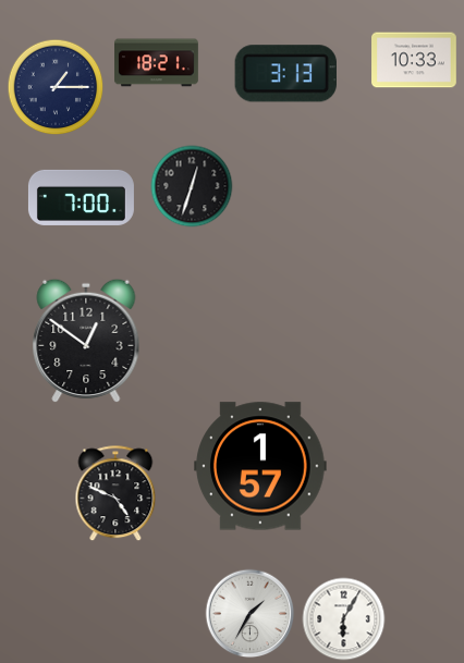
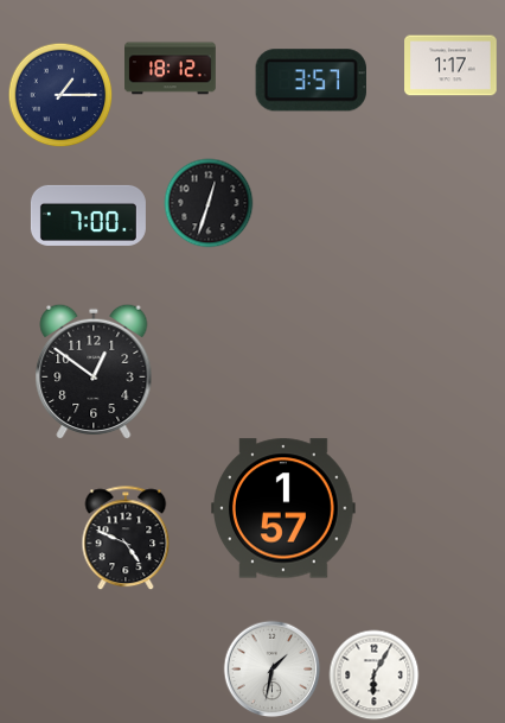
clock at (414, 60): 10:33 -> 1:17
clock at (157, 63): 18:21 -> 18:12
clock at (285, 74): 3:13 -> 3:57
clock at (251, 614): 1:35 -> 1:32
